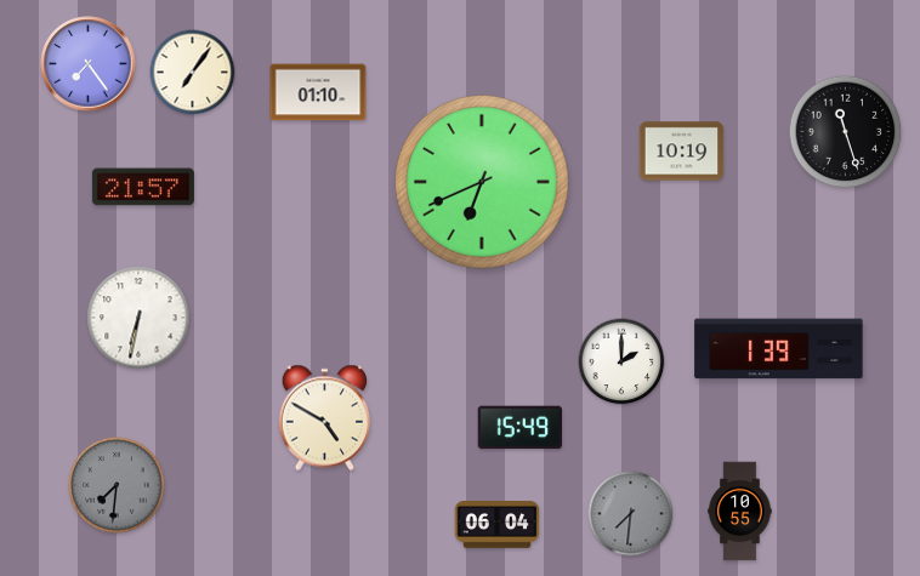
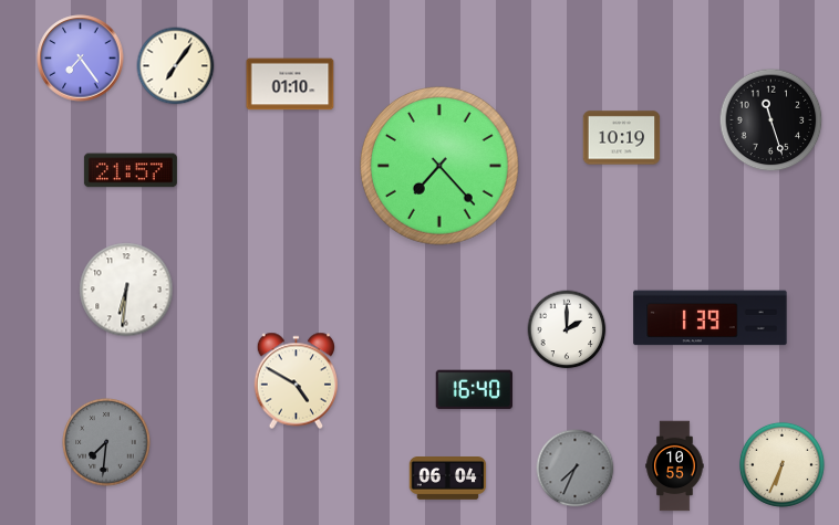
clock at (482, 182): 6:41 -> 7:23
clock at (138, 318): 6:32 -> 6:31
clock at (519, 428): 15:49 -> 16:40
clock at (781, 464): none -> 6:34
clock at (631, 514): 7:31 -> 7:34
clock at (498, 525) position: (498, 525) -> (448, 479)
